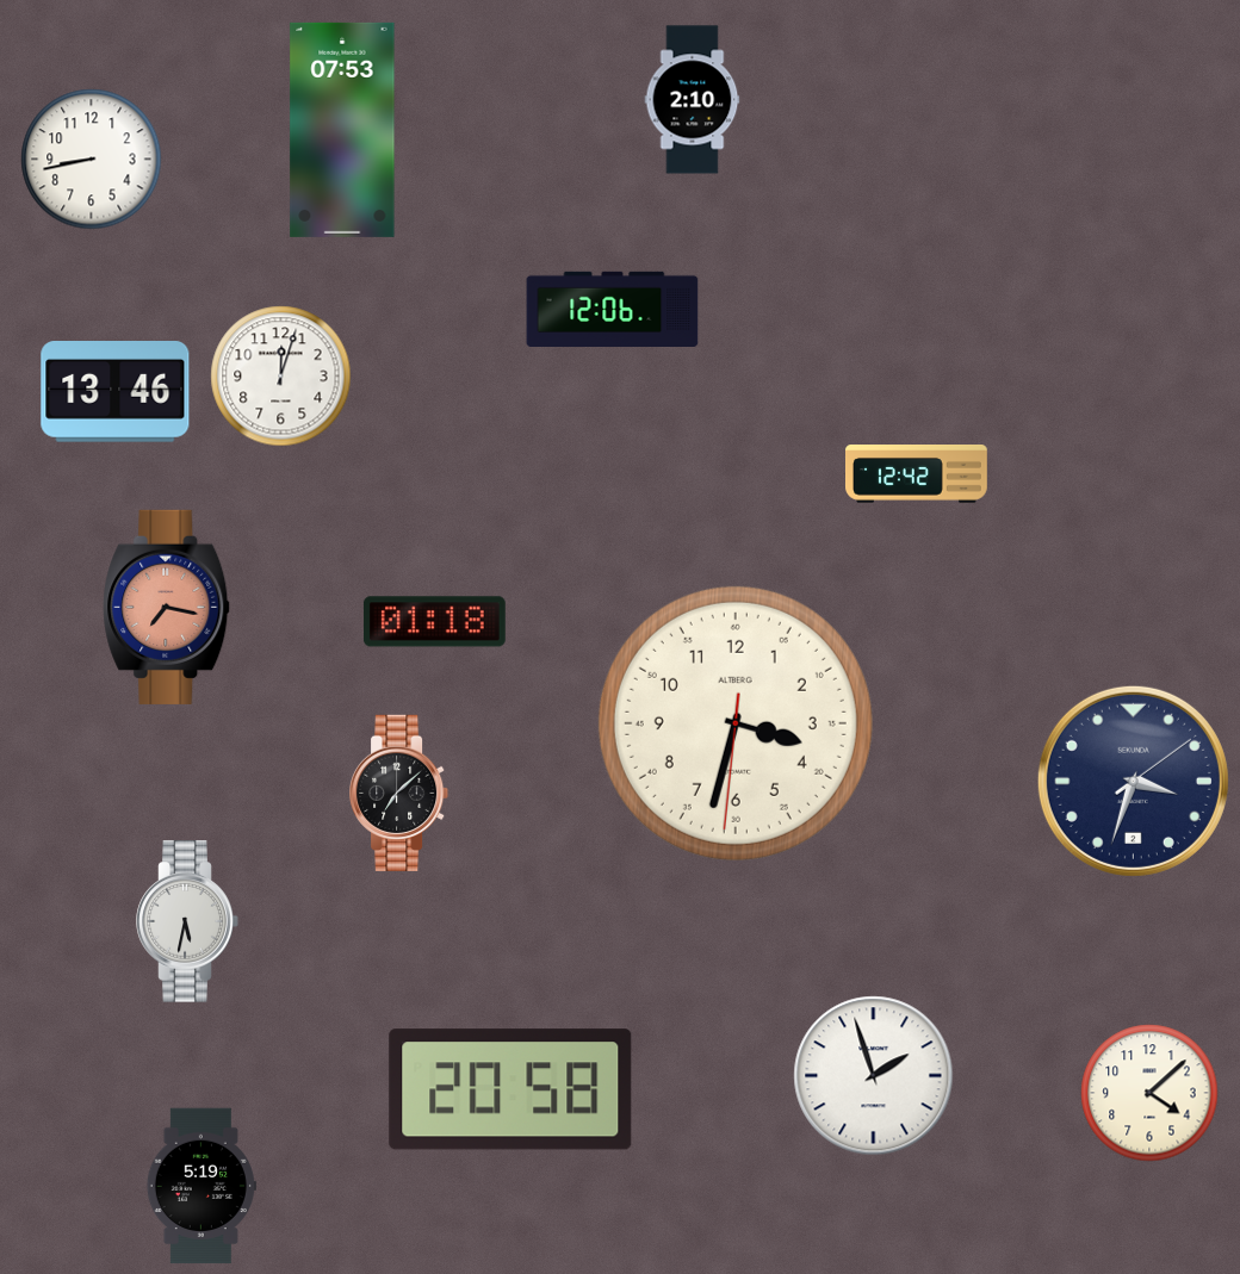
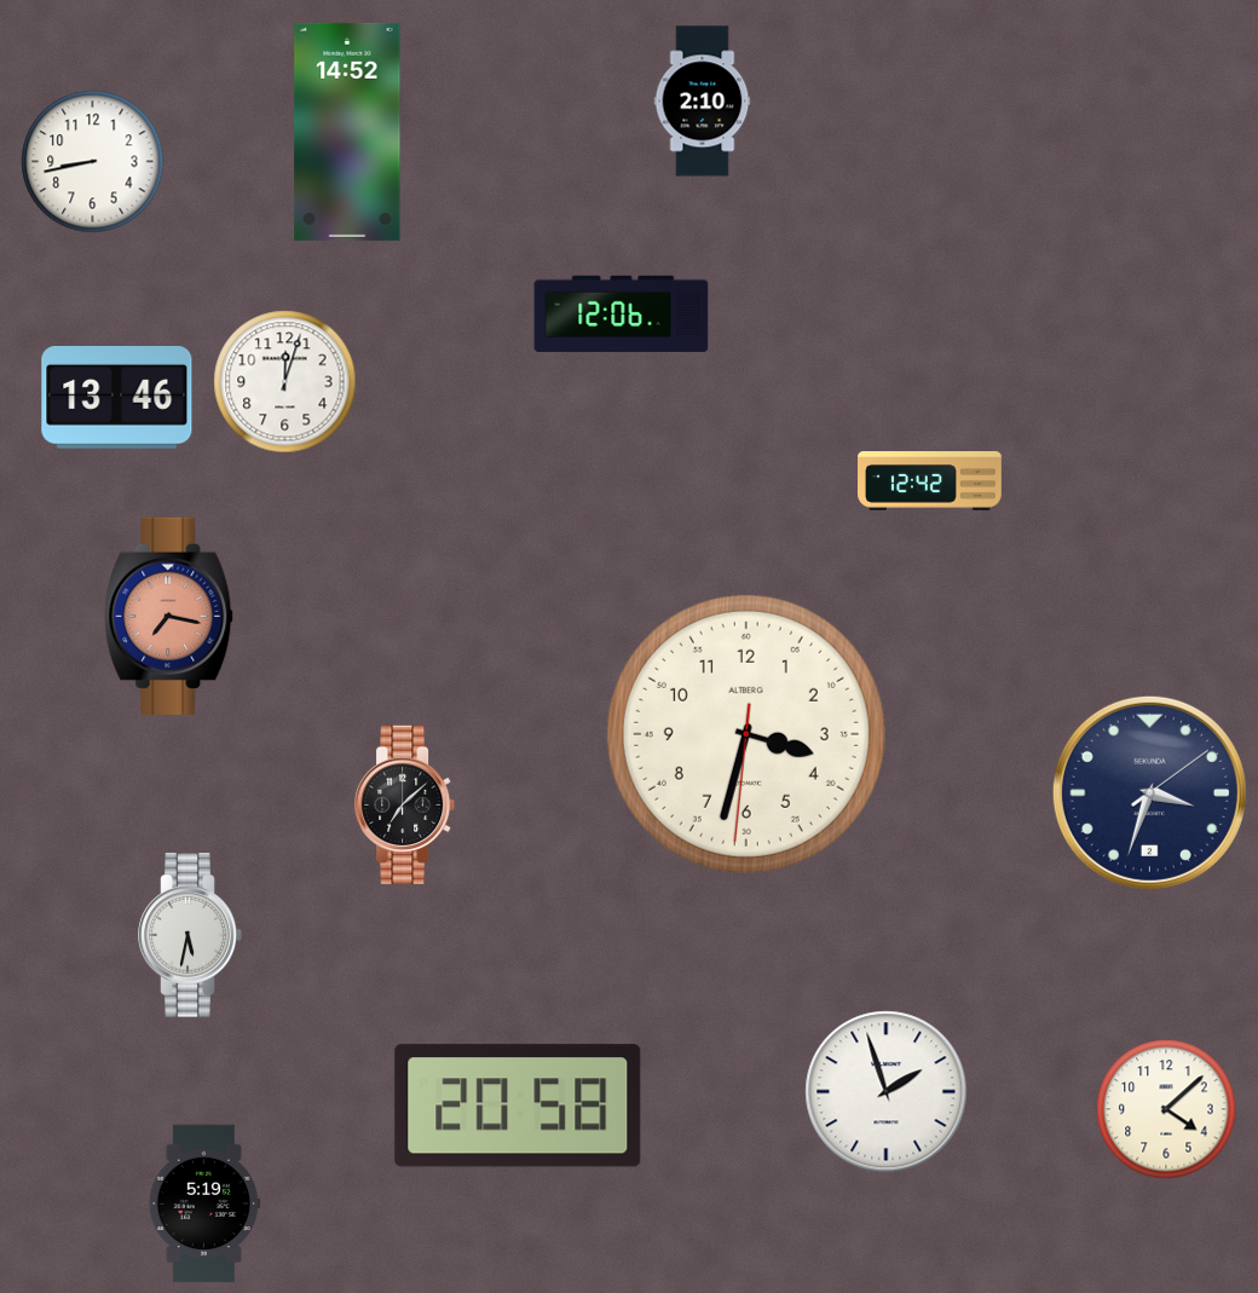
clock at (342, 130): 07:53 -> 14:52
clock at (434, 622): 01:18 -> none
